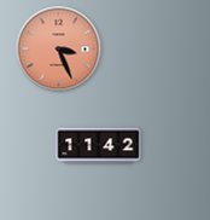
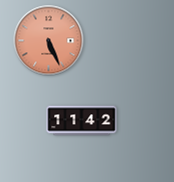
clock at (59, 50): 3:26 -> 5:26
